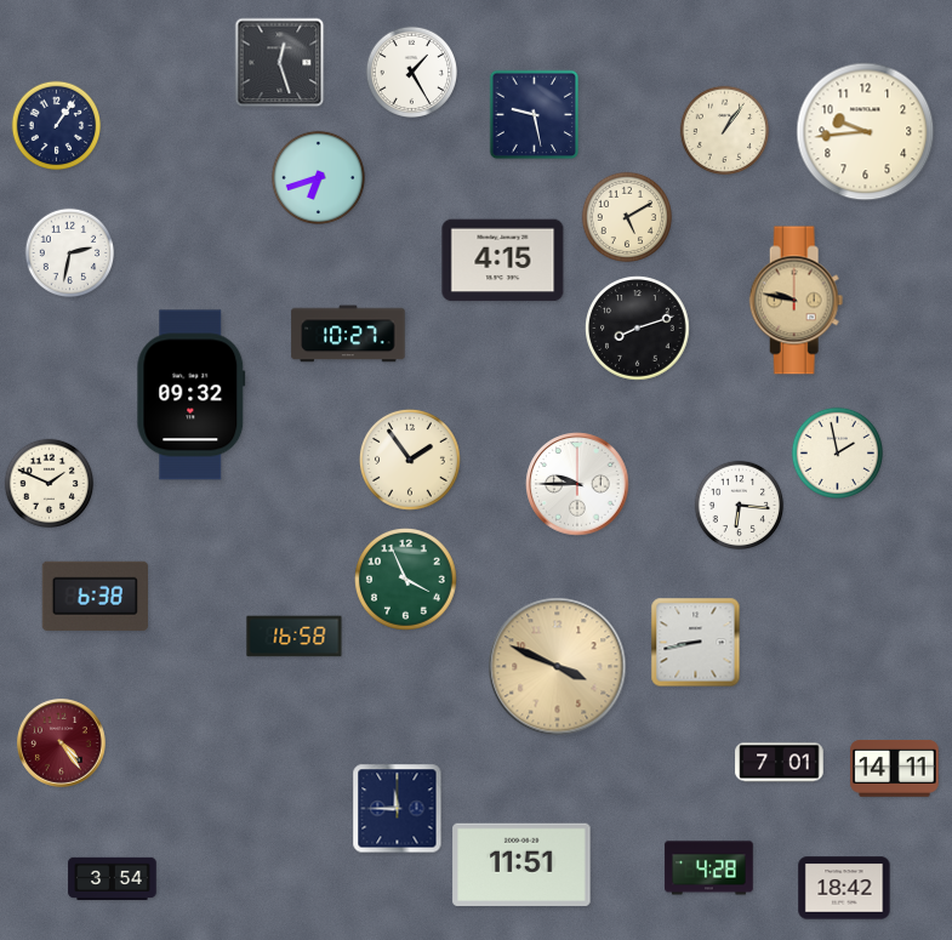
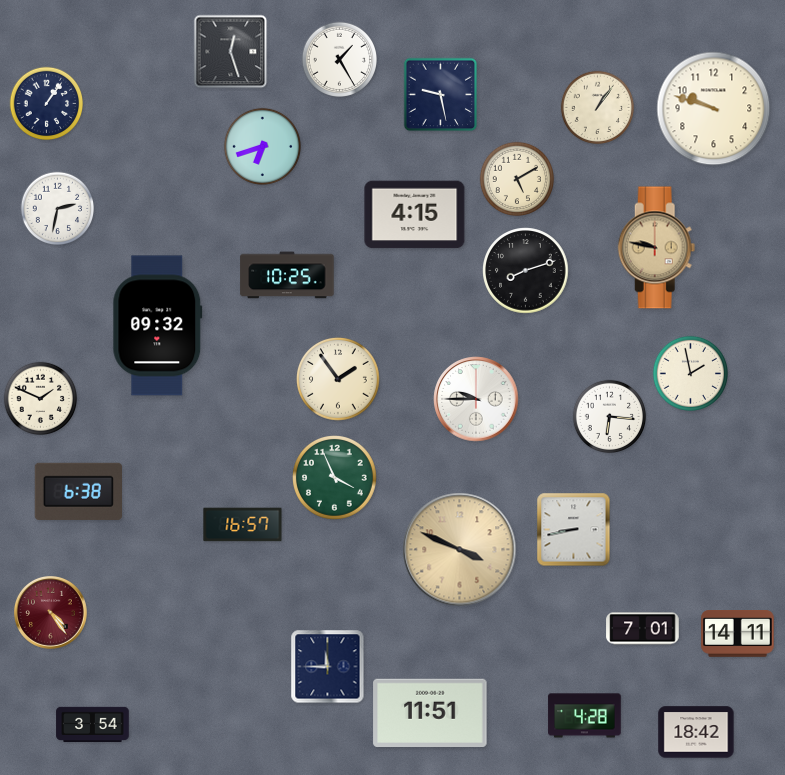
clock at (866, 132): 9:44 -> 9:48
clock at (348, 334): 10:27 -> 10:25
clock at (295, 637): 16:58 -> 16:57
